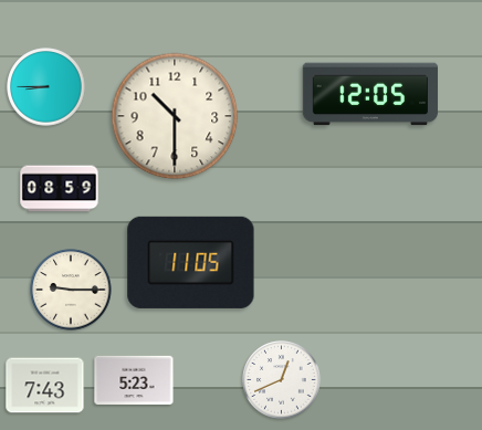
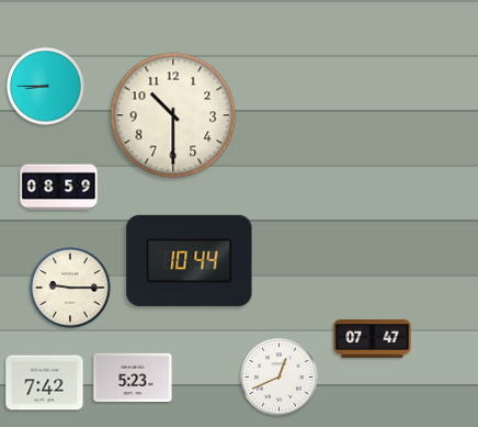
clock at (370, 94): 12:05 -> none
clock at (191, 262): 11:05 -> 10:44
clock at (373, 338): none -> 07:47
clock at (45, 386): 7:43 -> 7:42
